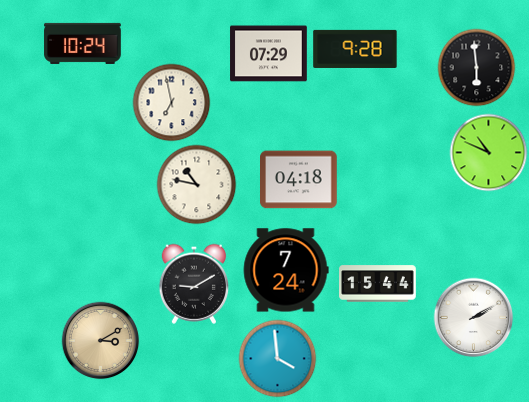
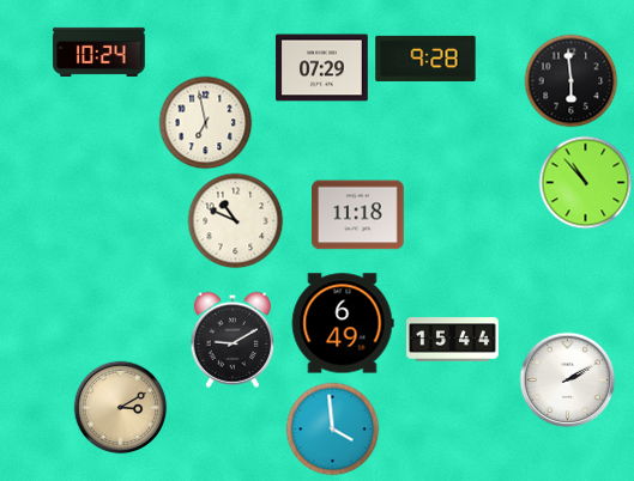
clock at (269, 54) position: (269, 54) -> (322, 68)
clock at (488, 152): 10:49 -> 10:53
clock at (299, 180): 04:18 -> 11:18
clock at (196, 184): 10:47 -> 10:49
clock at (286, 270): 7:24 -> 6:49
